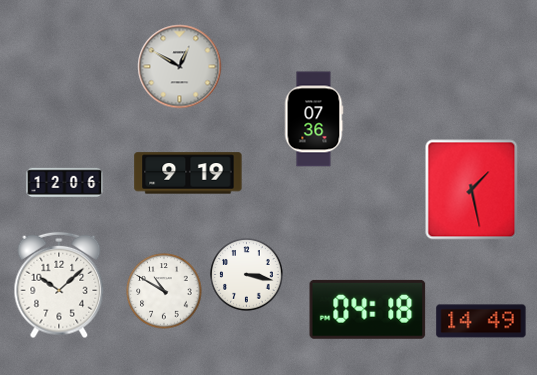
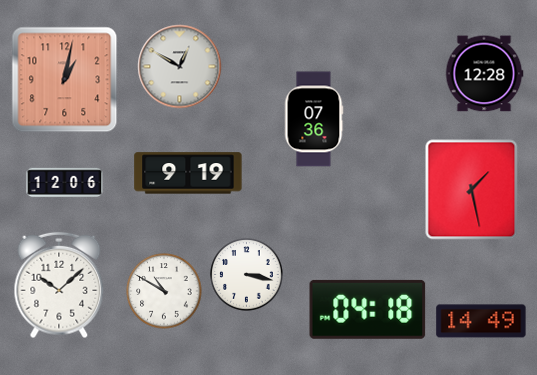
clock at (484, 74): none -> 12:28
clock at (65, 80): none -> 1:02
